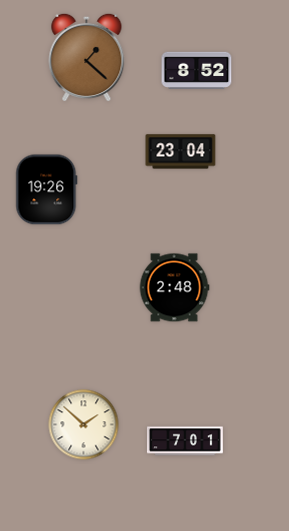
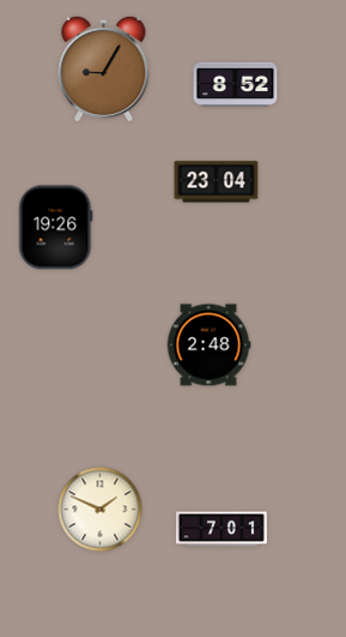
clock at (87, 57): 1:22 -> 9:05
clock at (84, 425): 1:52 -> 1:49
